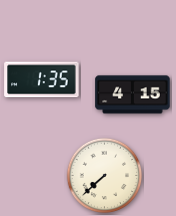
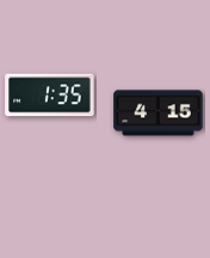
clock at (105, 176): 7:38 -> none
